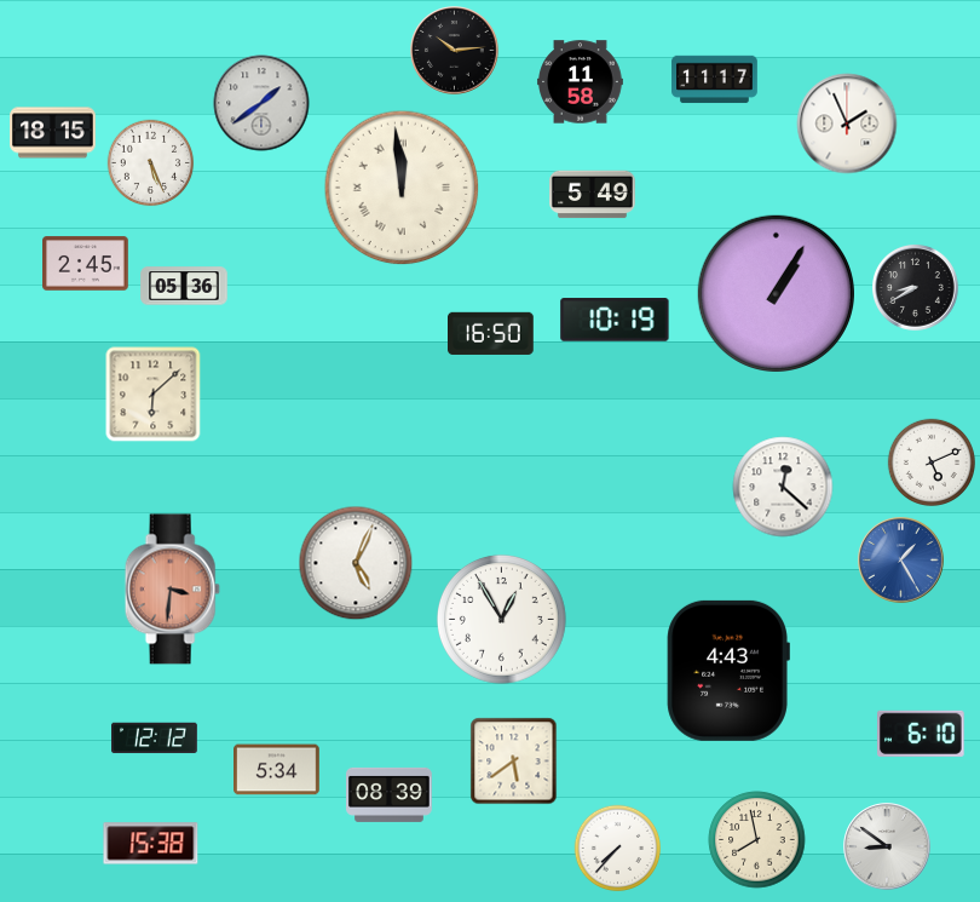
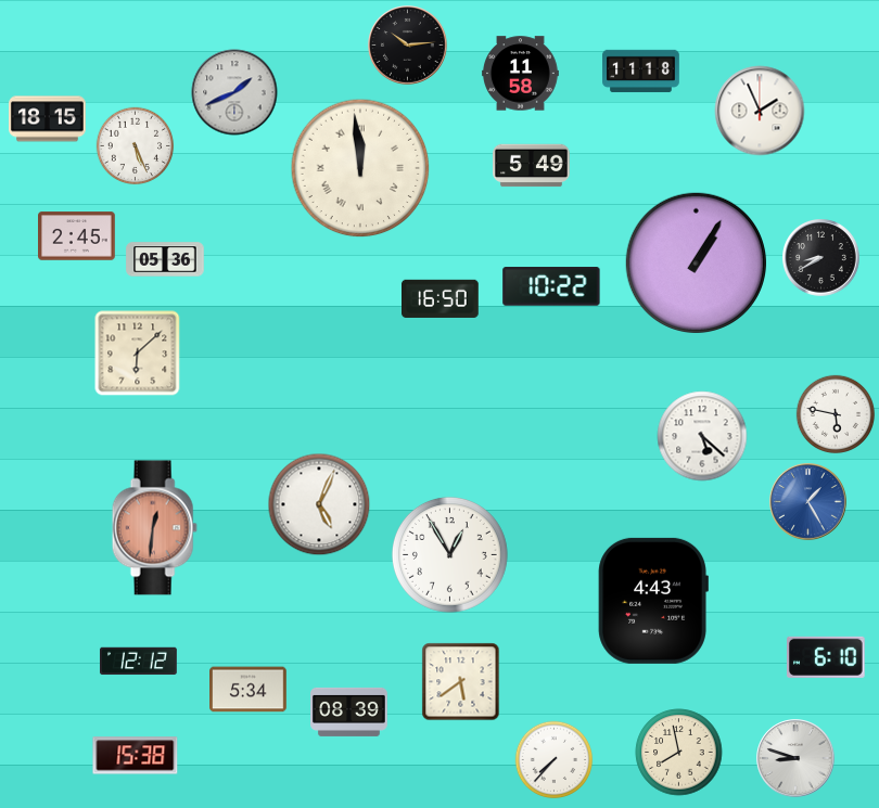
clock at (715, 80): 11:17 -> 11:18
clock at (261, 103): 1:39 -> 1:41
clock at (593, 195) position: (593, 195) -> (532, 166)
clock at (184, 286) position: (184, 286) -> (165, 259)
clock at (615, 320): 10:19 -> 10:22
clock at (930, 461): 5:11 -> 5:47
clock at (783, 487): 12:22 -> 5:22
clock at (172, 590): 3:31 -> 12:31
clock at (887, 846): 8:51 -> 8:48
